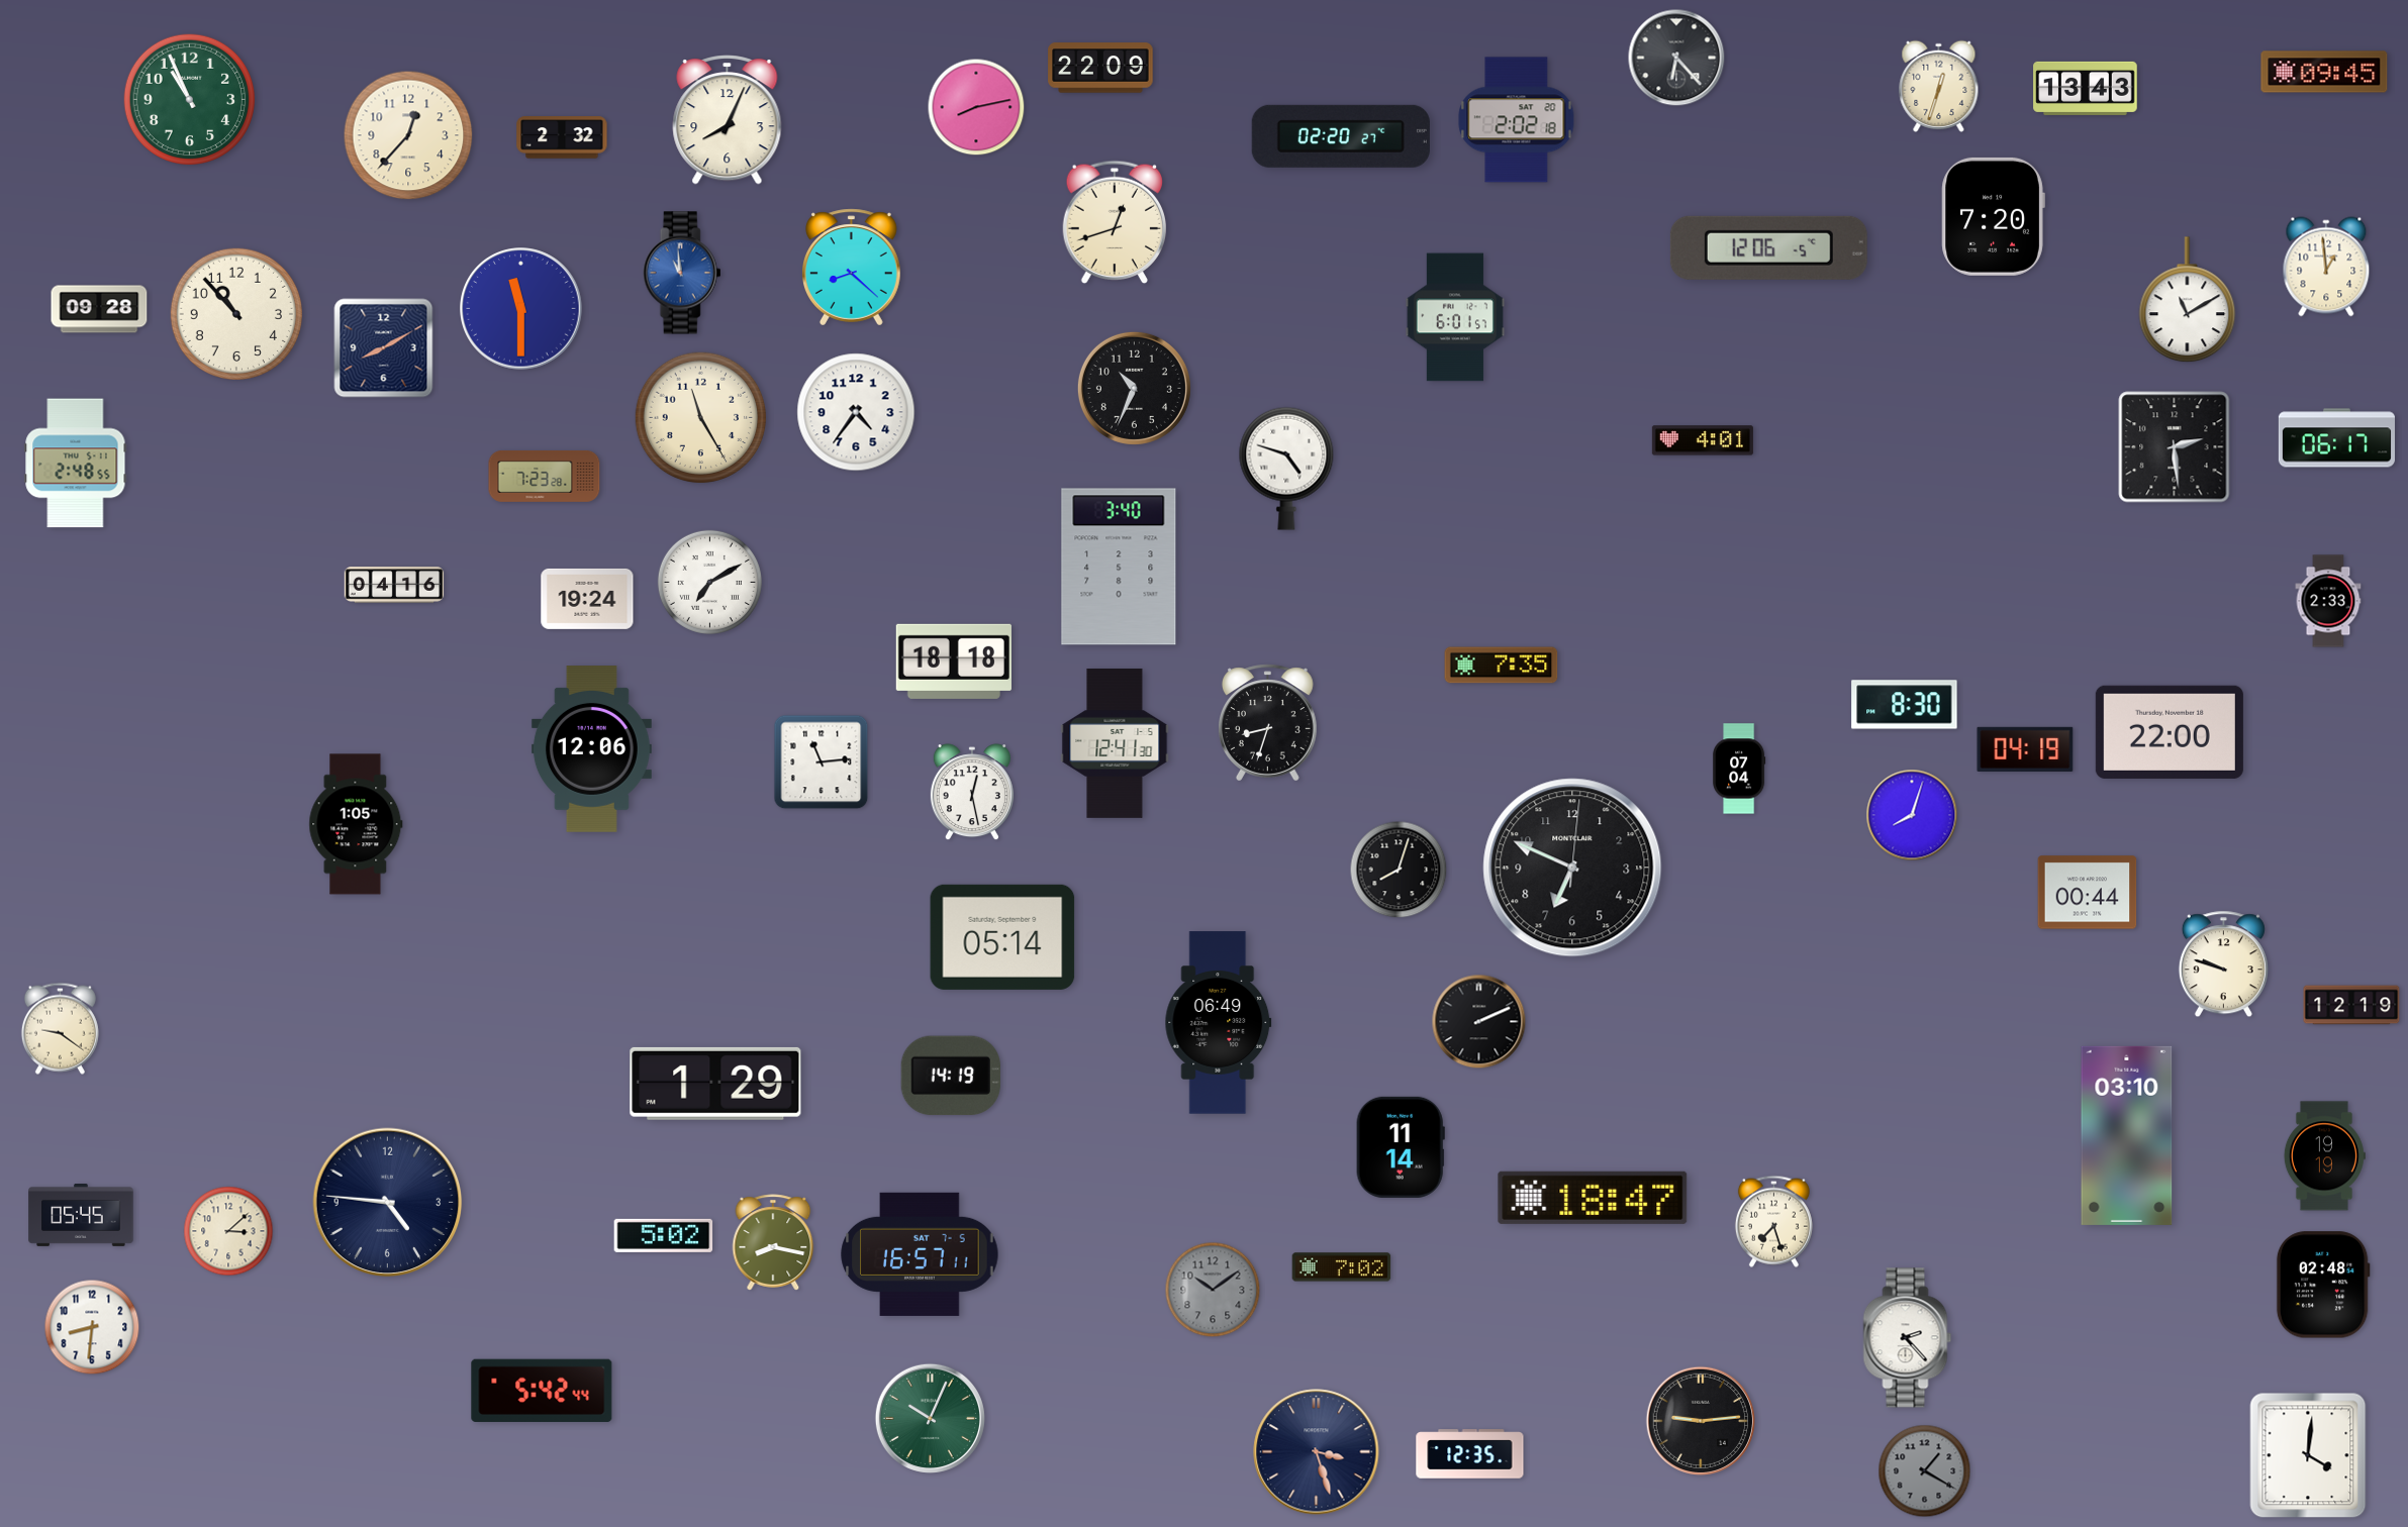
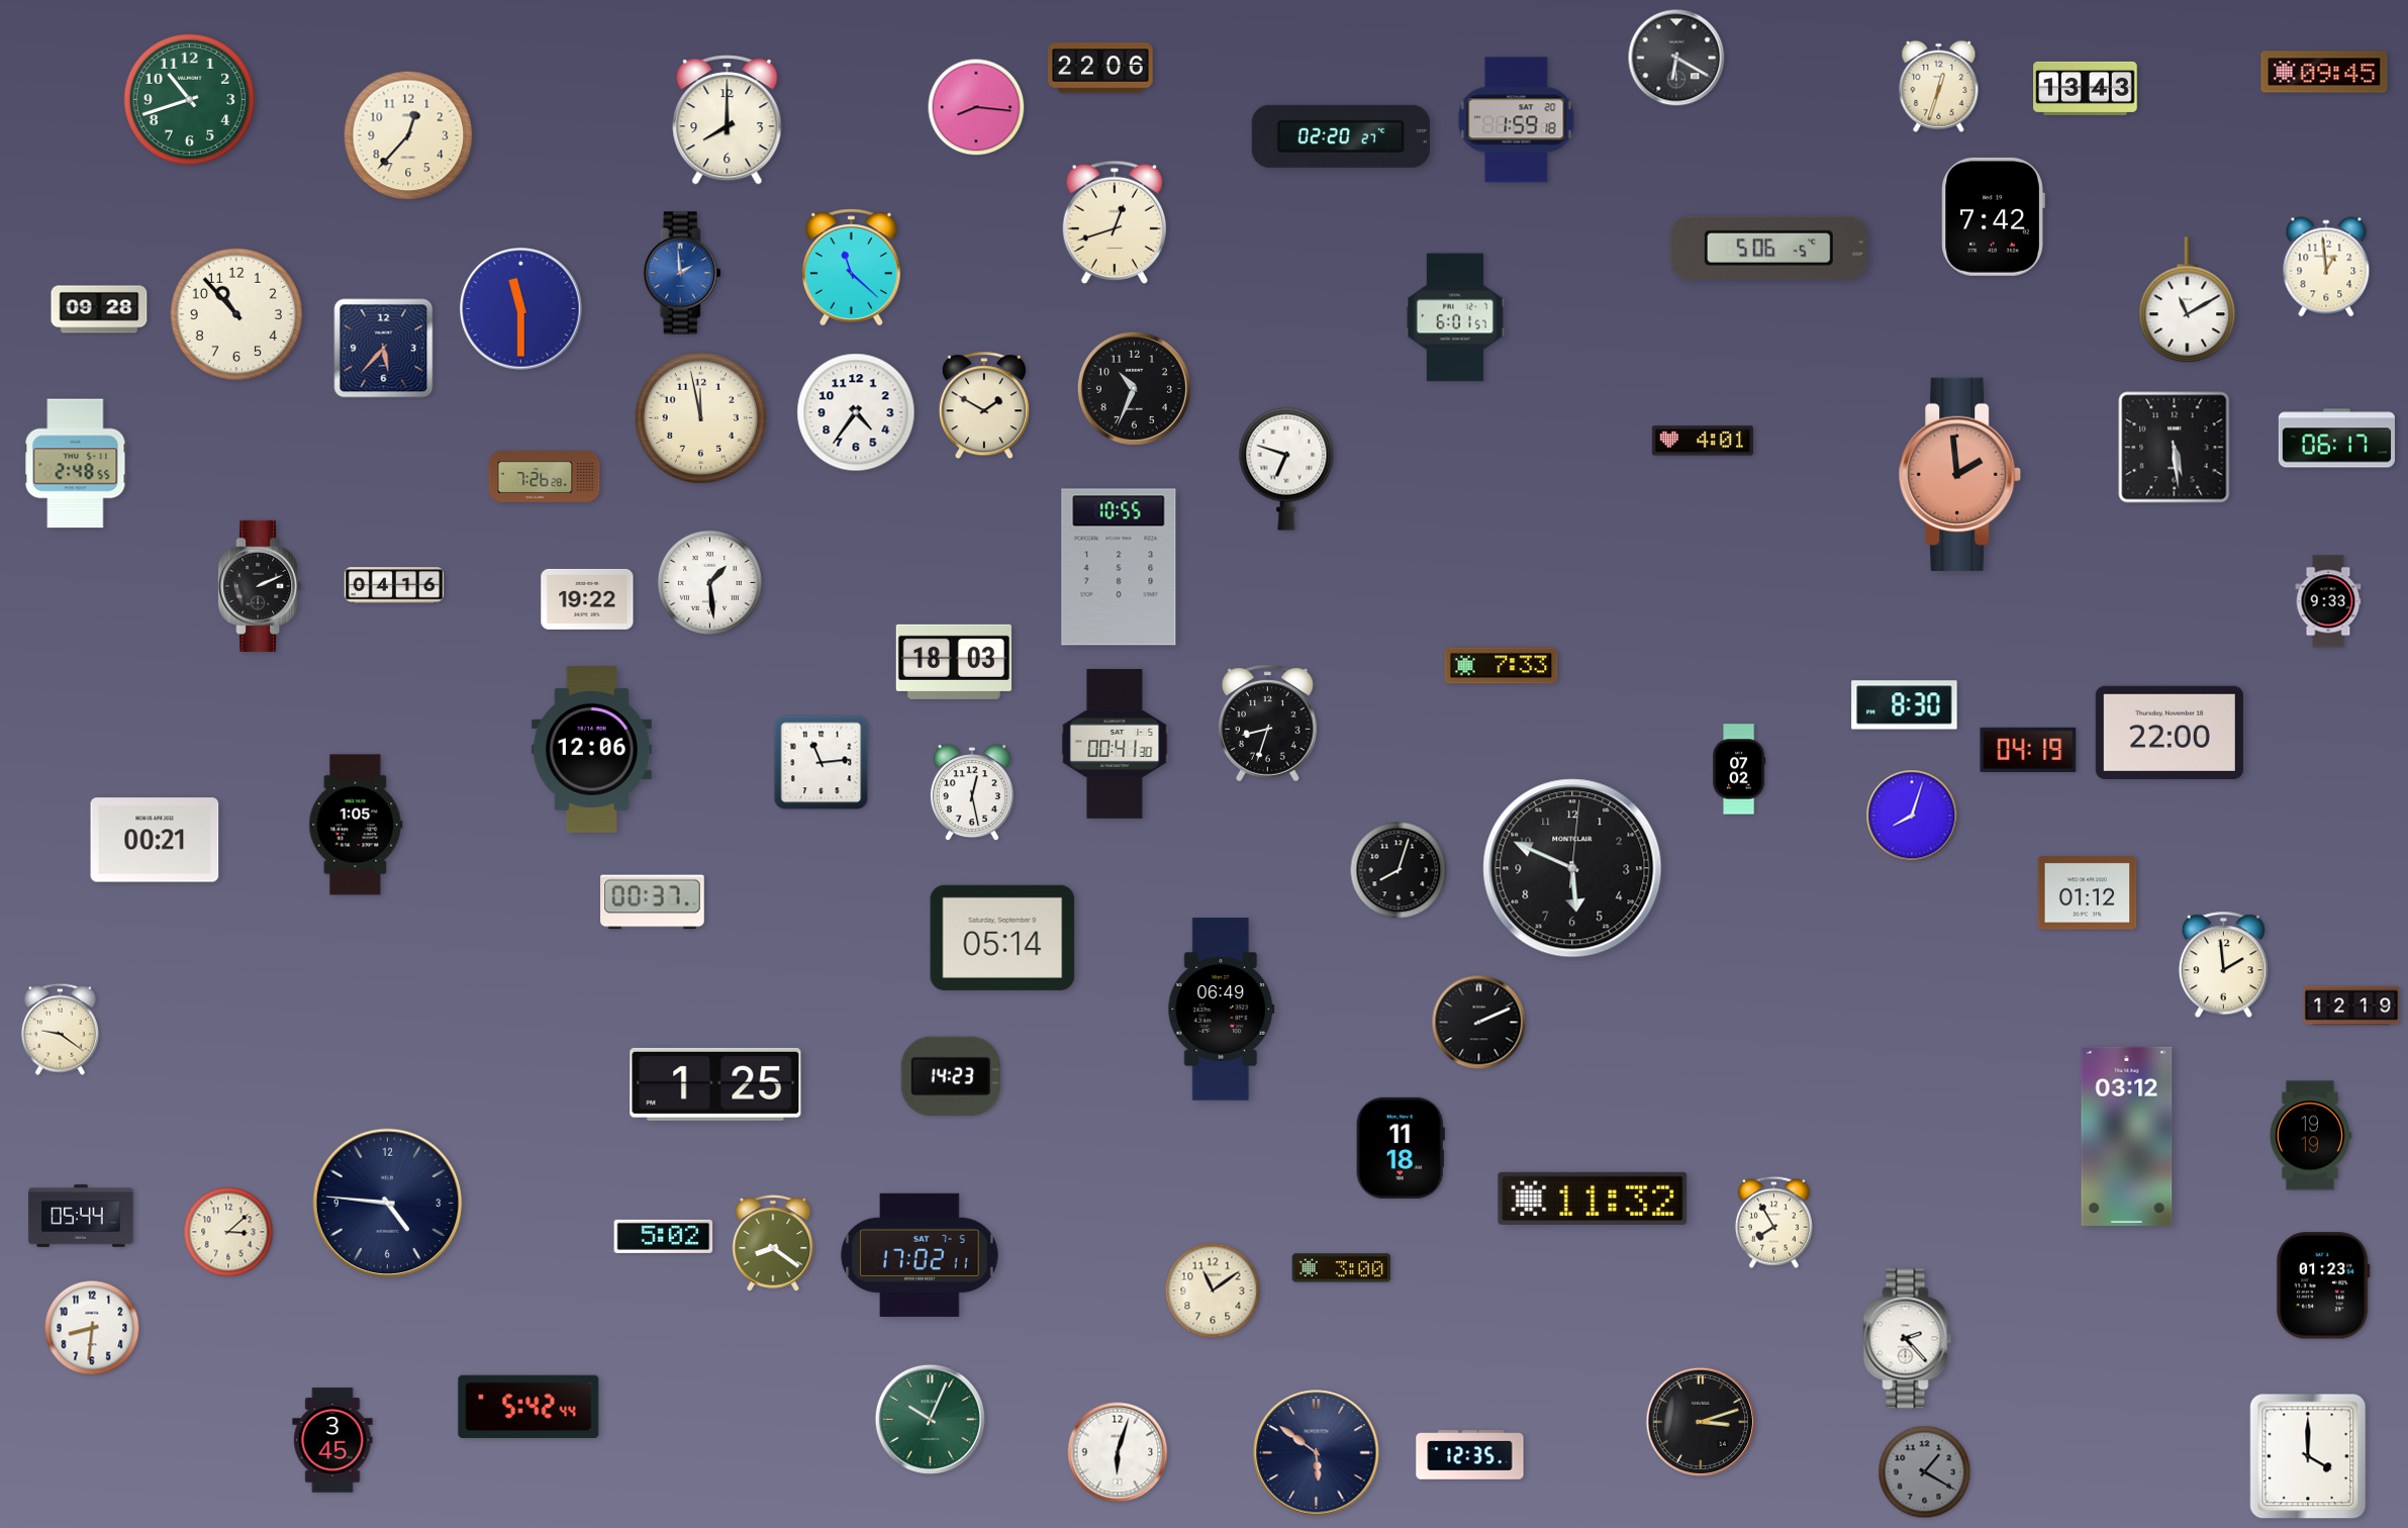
clock at (1676, 58): 6:23 -> 6:20
clock at (1100, 68): 22:09 -> 22:06
clock at (190, 100): 10:56 -> 10:42
clock at (976, 107): 8:13 -> 8:16
clock at (728, 120): 8:04 -> 8:00
clock at (1517, 120): 2:02 -> 1:59
clock at (562, 137): 2:32 -> none
clock at (1993, 216): 7:20 -> 7:42
clock at (1768, 247): 12:06 -> 5:06
clock at (852, 268): 8:22 -> 11:22
clock at (682, 273): 10:59 -> 1:59
clock at (384, 348): 8:10 -> 5:37
clock at (984, 406): none -> 1:50
clock at (701, 418): 11:25 -> 11:58
clock at (2175, 447): 2:29 -> 5:29
clock at (1286, 469): 4:48 -> 6:48
clock at (1960, 474): none -> 1:59
clock at (545, 476): 7:23 -> 7:26
clock at (1119, 567): 3:40 -> 10:55
clock at (709, 582): 7:10 -> 1:29
clock at (260, 586): none -> 2:11
clock at (587, 599): 19:24 -> 19:22
clock at (2328, 601): 2:33 -> 9:33
clock at (954, 661): 18:18 -> 18:03
clock at (1502, 666): 7:35 -> 7:33
clock at (1115, 743): 12:41 -> 00:41
clock at (2025, 749) position: (2025, 749) -> (2028, 750)
clock at (1740, 769): 07:04 -> 07:02
clock at (155, 840): none -> 00:21
clock at (1572, 868): 6:49 -> 5:49
clock at (2088, 893): 00:44 -> 01:12
clock at (653, 902): none -> 00:37
clock at (2223, 964): 9:48 -> 1:59
clock at (1219, 1023) position: (1219, 1023) -> (1222, 1010)
clock at (951, 1076): 14:19 -> 14:23
clock at (715, 1084): 1:29 -> 1:25
clock at (2127, 1135): 03:10 -> 03:12
clock at (1401, 1147): 11:14 -> 11:18
clock at (2324, 1156) position: (2324, 1156) -> (2310, 1136)
clock at (1593, 1198): 18:47 -> 11:32
clock at (81, 1216): 05:45 -> 05:44
clock at (1773, 1221): 7:27 -> 7:55
clock at (773, 1242): 8:17 -> 8:21
clock at (920, 1254): 16:57 -> 17:02
clock at (1342, 1267): 7:02 -> 3:00
clock at (2323, 1285): 02:48 -> 01:23
clock at (1213, 1290): 10:09 -> 11:09
clock at (1213, 1290) dial: grey -> cream
clock at (542, 1390) position: (542, 1390) -> (528, 1406)
clock at (1700, 1420): 9:14 -> 3:12
clock at (332, 1440): none -> 3:45
clock at (1118, 1452): none -> 6:03
clock at (1317, 1452): 3:27 -> 5:51
clock at (2308, 1455): 4:01 -> 4:00
